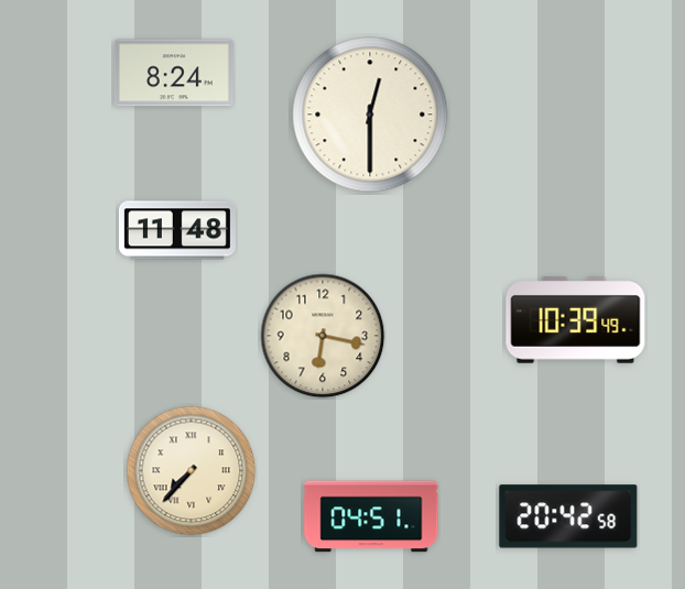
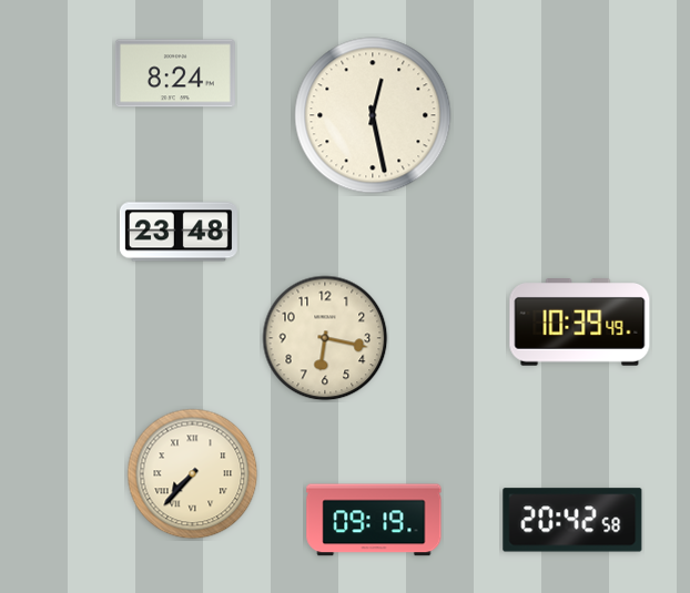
clock at (370, 114): 12:30 -> 12:28
clock at (177, 230): 11:48 -> 23:48
clock at (371, 516): 04:51 -> 09:19
